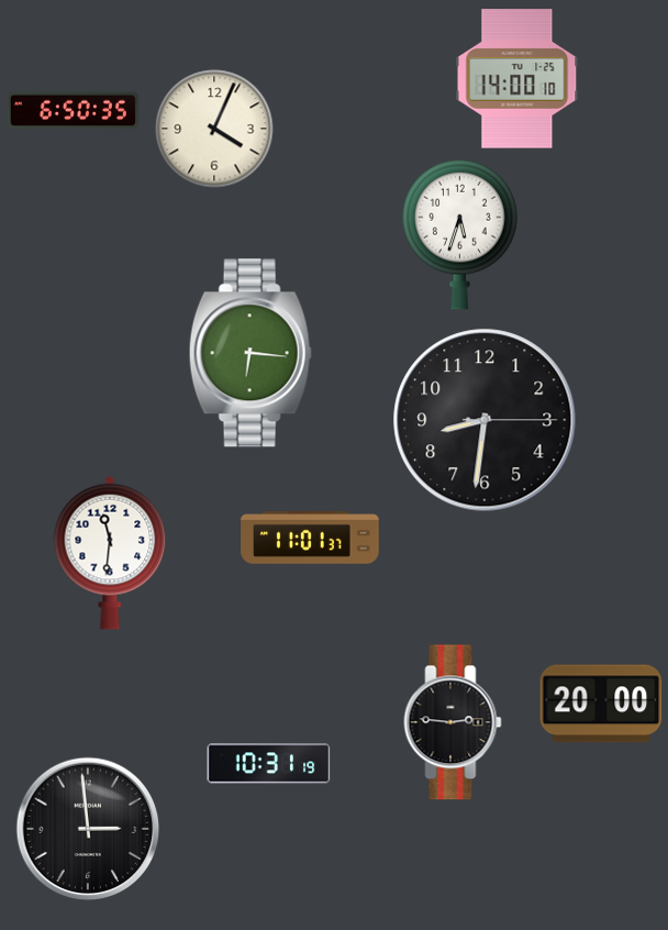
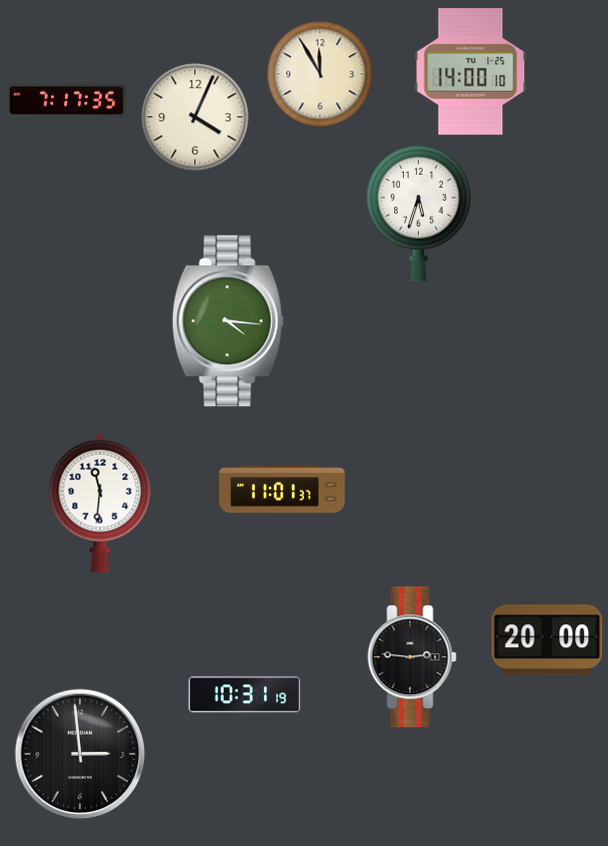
clock at (320, 74): none -> 11:55
clock at (73, 111): 6:50 -> 7:17
clock at (250, 353): 6:16 -> 4:16
clock at (485, 420): 8:31 -> none
